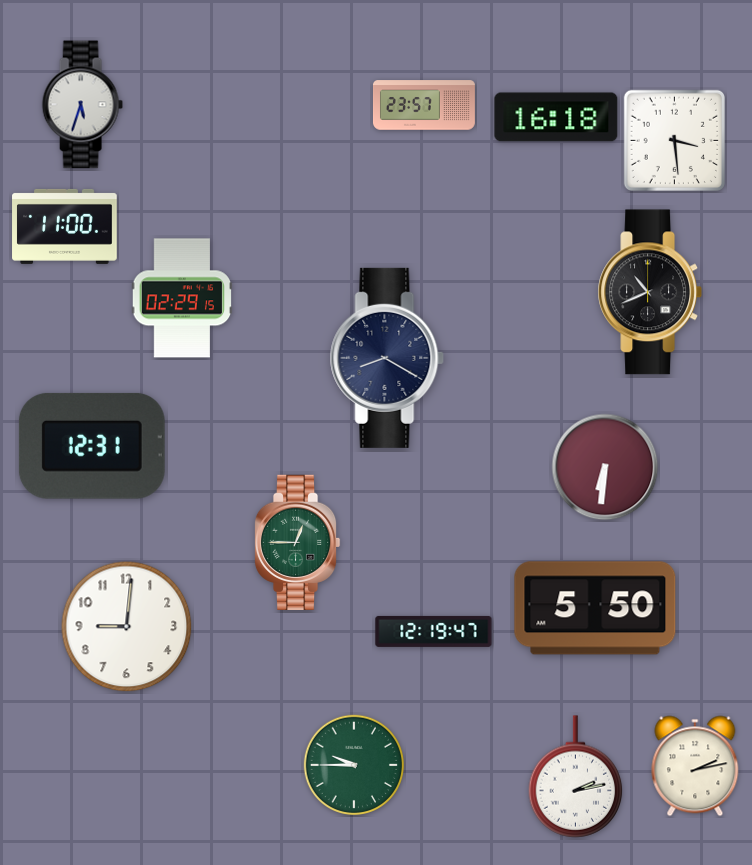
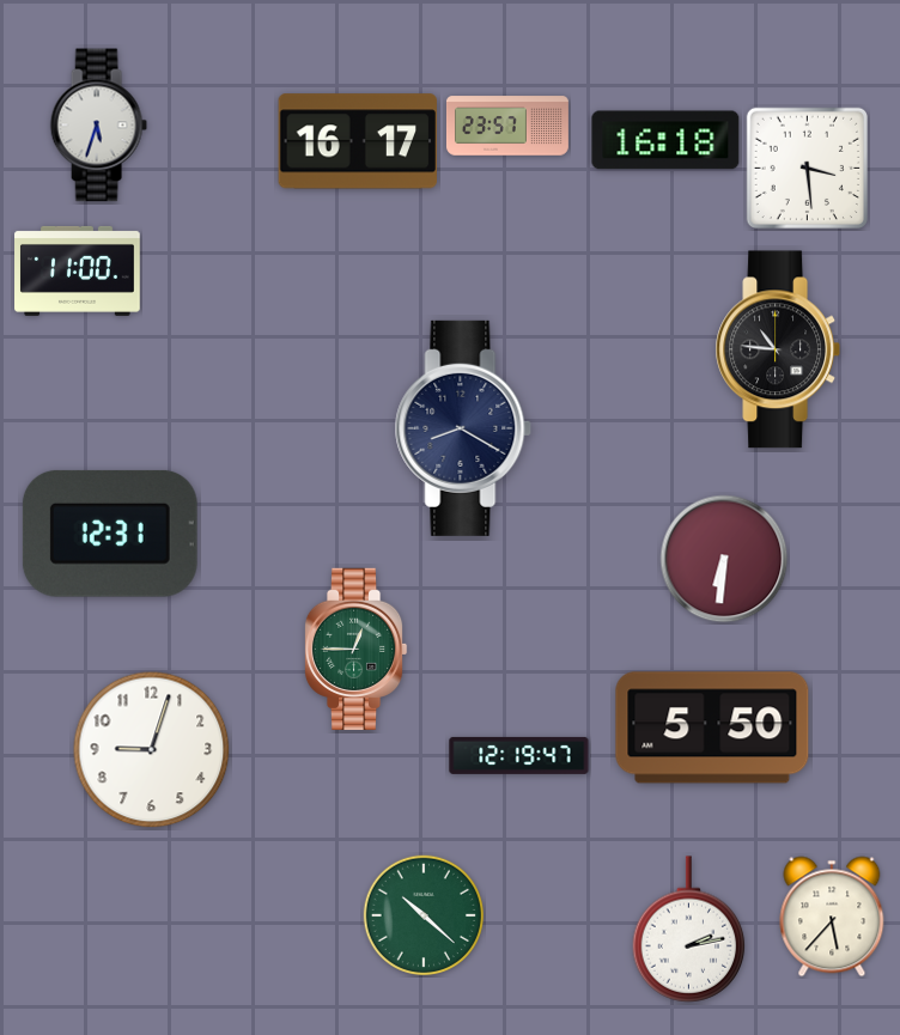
clock at (357, 141): none -> 16:17
clock at (649, 292): 10:41 -> 10:46
clock at (182, 298): 02:29 -> none
clock at (127, 627): 9:01 -> 9:03
clock at (353, 764): 9:45 -> 10:22
clock at (695, 766): 2:13 -> 5:37
